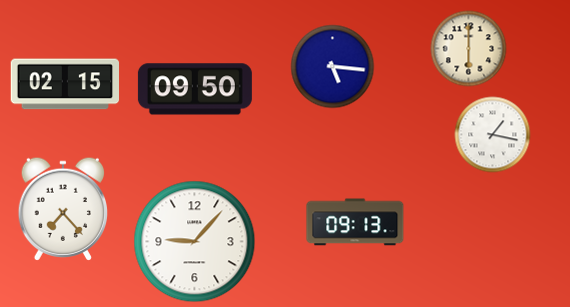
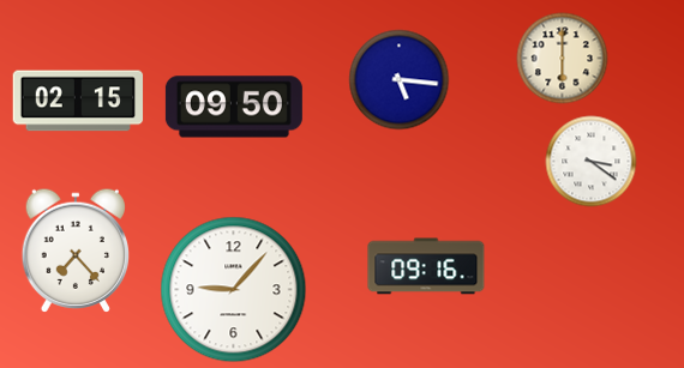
clock at (493, 135): 1:17 -> 3:21
clock at (355, 222): 09:13 -> 09:16
